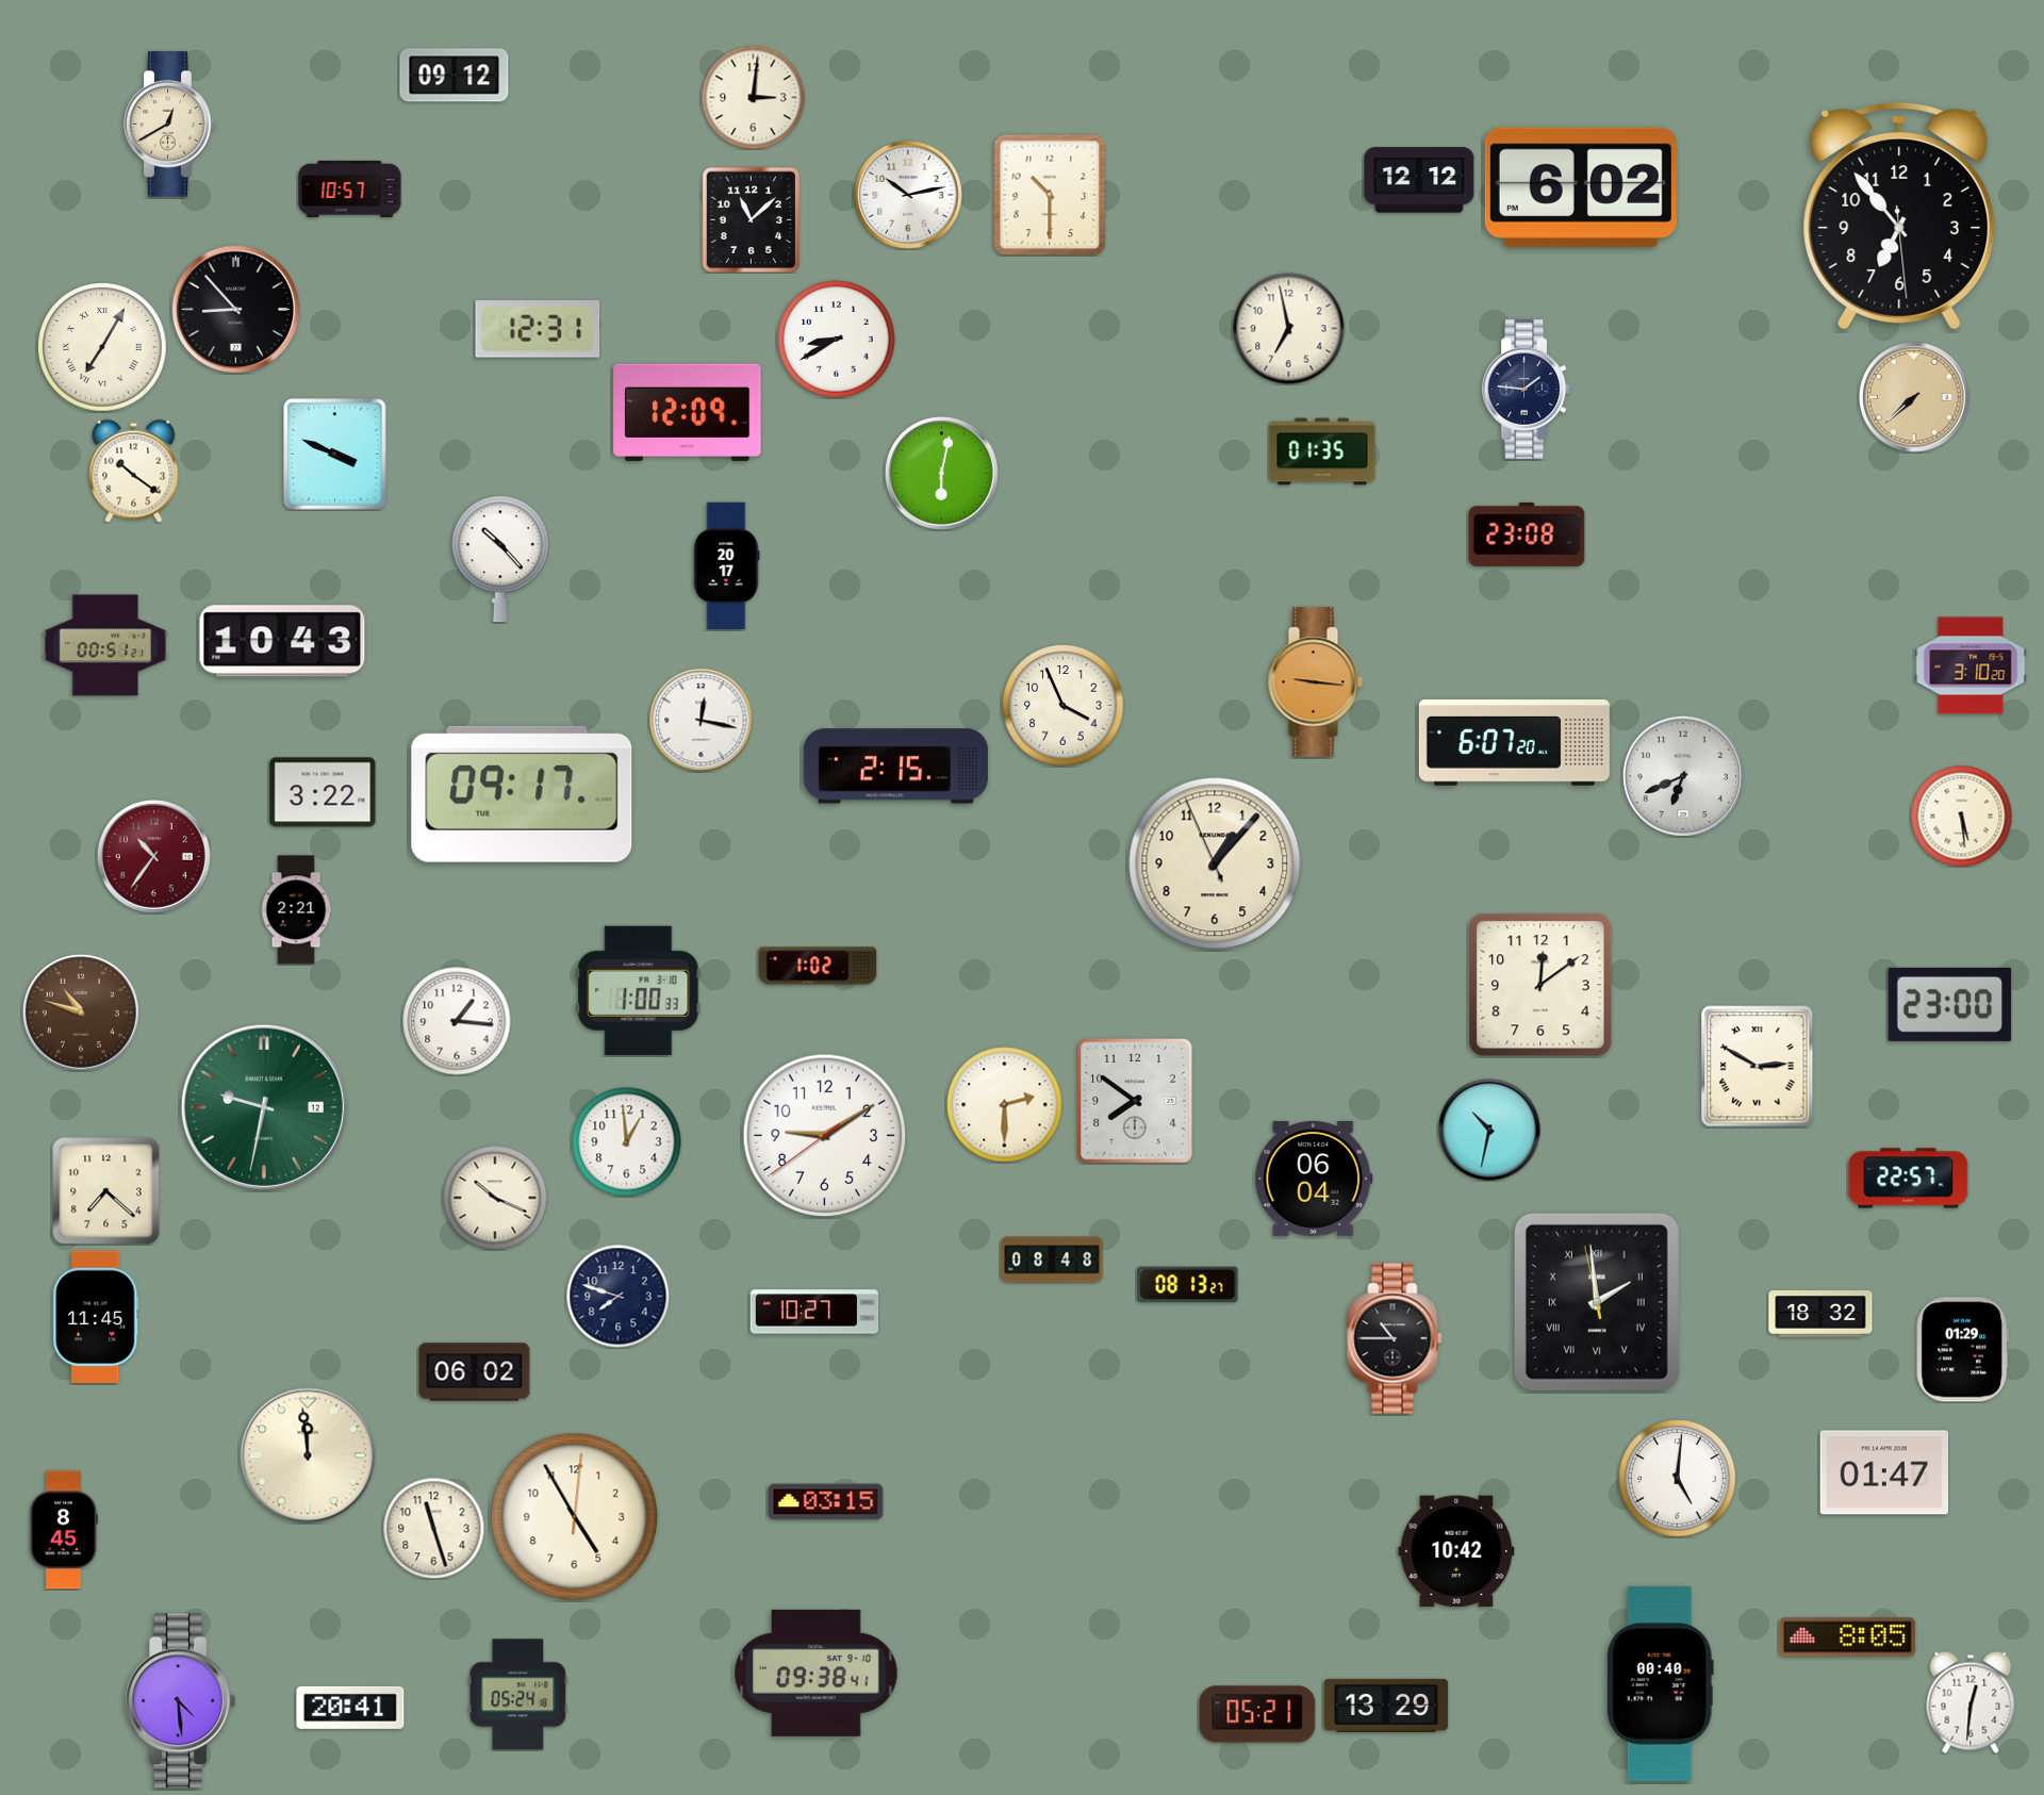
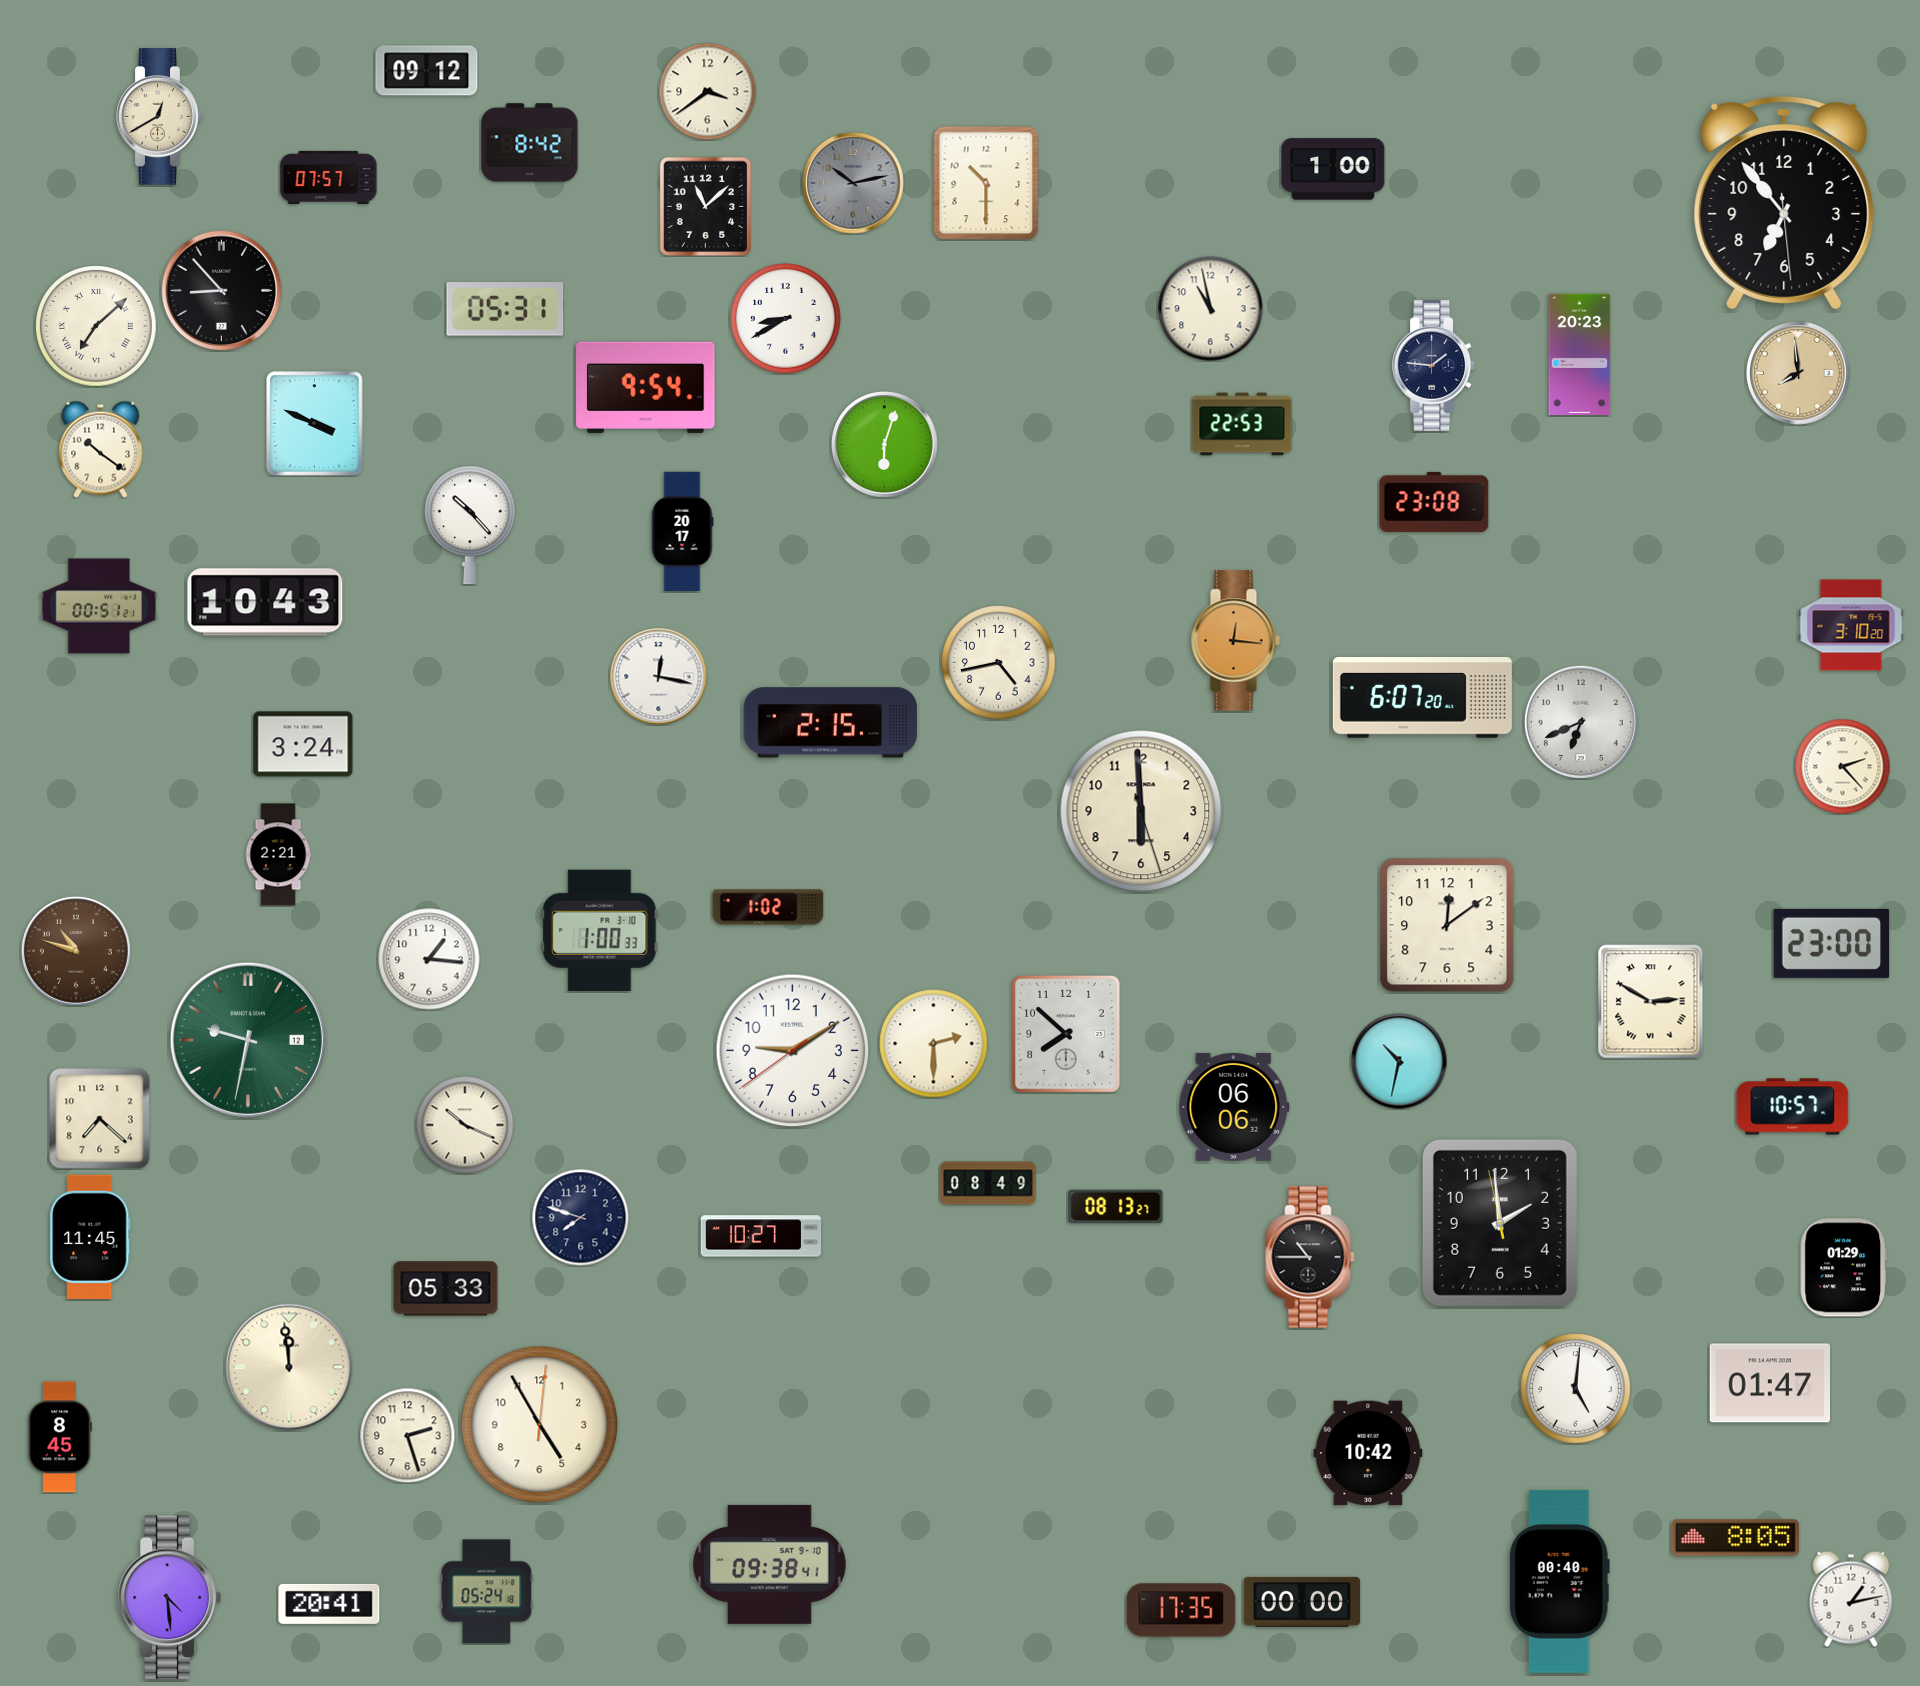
clock at (753, 97): 3:01 -> 3:39
clock at (530, 143): none -> 8:42
clock at (1419, 180): 12:12 -> 1:00
clock at (1581, 187): 6:02 -> none
clock at (350, 188): 10:57 -> 07:57
clock at (908, 195) dial: white -> grey
clock at (1289, 329): 6:58 -> 10:58
clock at (538, 330): 12:31 -> 05:31
clock at (103, 348): 7:05 -> 7:08
clock at (1580, 354): none -> 20:23
clock at (1914, 397): 7:38 -> 7:59
clock at (688, 412): 12:09 -> 9:54
clock at (1322, 451): 01:35 -> 22:53
clock at (335, 455) position: (335, 455) -> (315, 424)
clock at (134, 471) position: (134, 471) -> (101, 449)
clock at (941, 473): 6:02 -> 6:03
clock at (1315, 682): 9:16 -> 12:16
clock at (1064, 706): 3:56 -> 4:43
clock at (895, 767) position: (895, 767) -> (830, 723)
clock at (1683, 776) position: (1683, 776) -> (1581, 722)
clock at (323, 792): 3:22 -> 3:24
clock at (522, 794): 09:17 -> none
clock at (1961, 816): 5:29 -> 2:23
clock at (153, 856): 10:36 -> none
clock at (1215, 863): 1:06 -> 5:59
clock at (1135, 1101): 7:51 -> 7:52
clock at (1005, 1105) position: (1005, 1105) -> (934, 1044)
clock at (825, 1136) position: (825, 1136) -> (793, 1051)
clock at (627, 1142): 12:59 -> none
clock at (1314, 1179): 06:04 -> 06:06
clock at (1909, 1179): 22:57 -> 10:57
clock at (1052, 1259): 08:48 -> 08:49
clock at (1597, 1302) numerals: Roman -> Arabic
clock at (814, 1312) position: (814, 1312) -> (761, 1236)
clock at (1820, 1314): 18:32 -> none
clock at (475, 1372): 06:02 -> 05:33
clock at (826, 1502): 03:15 -> none
clock at (433, 1528): 11:27 -> 2:27
clock at (1456, 1551) position: (1456, 1551) -> (1368, 1453)
clock at (817, 1673) position: (817, 1673) -> (770, 1564)
clock at (1971, 1702): 12:31 -> 1:13
clock at (1386, 1706): 13:29 -> 00:00
clock at (1257, 1714): 05:21 -> 17:35
